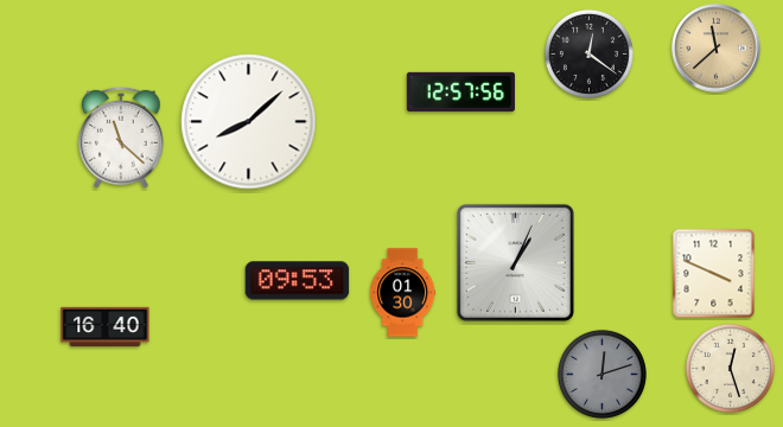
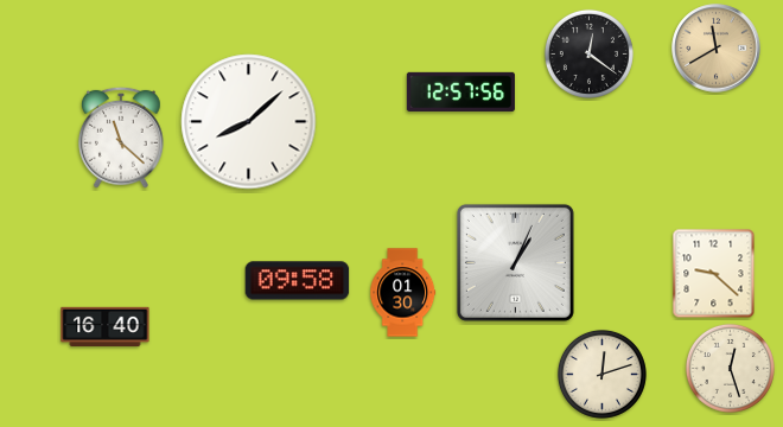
clock at (717, 49): 11:38 -> 11:40
clock at (714, 274): 3:49 -> 9:22
clock at (298, 281): 09:53 -> 09:58
clock at (601, 374) dial: grey -> cream
